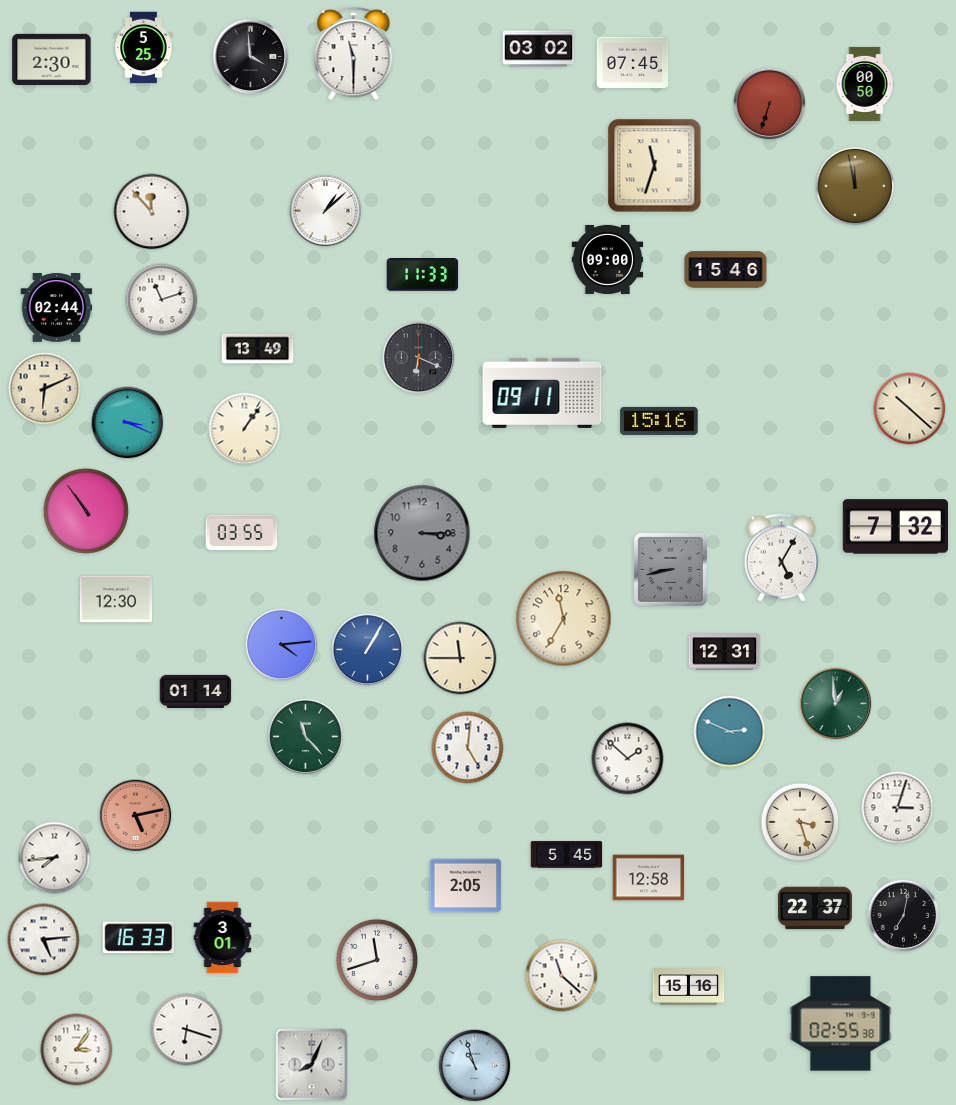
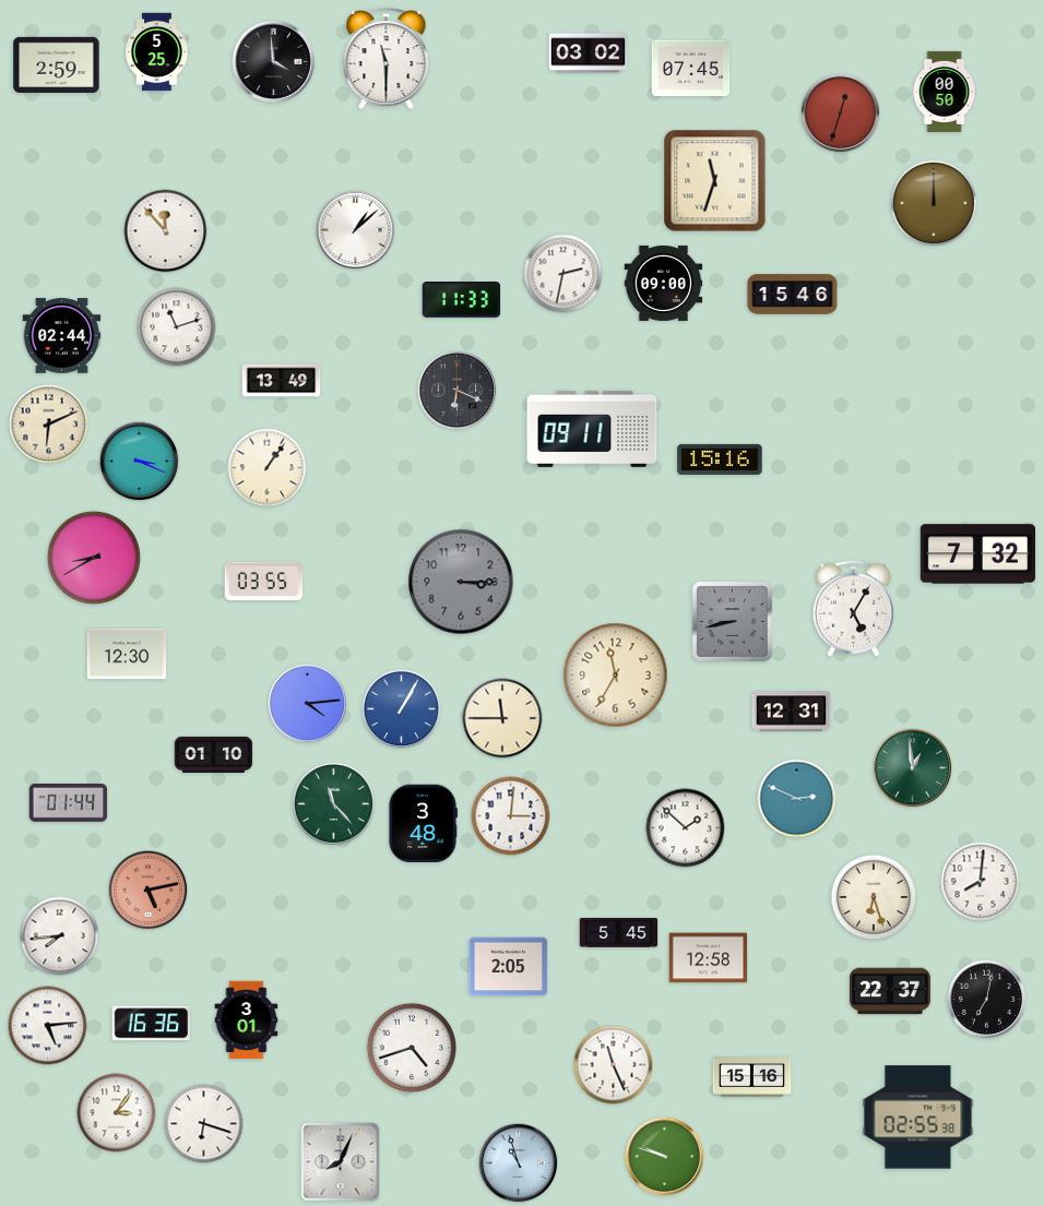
clock at (52, 59): 2:30 -> 2:59
clock at (770, 104): 6:33 -> 12:33
clock at (855, 186): 11:58 -> 12:00
clock at (563, 274): none -> 2:32
clock at (910, 409): 10:22 -> none
clock at (86, 511): 10:54 -> 8:40
clock at (895, 527) position: (895, 527) -> (977, 554)
clock at (196, 691): 01:14 -> 01:10
clock at (69, 802): none -> 01:44
clock at (468, 748): 5:01 -> 3:01
clock at (423, 824): none -> 3:48
clock at (898, 808): 3:03 -> 8:01
clock at (800, 822): 3:27 -> 6:27
clock at (139, 938): 16:33 -> 16:36
clock at (223, 938) position: (223, 938) -> (247, 1020)
clock at (376, 959): 11:42 -> 4:42
clock at (562, 976): 11:22 -> 11:26
clock at (77, 1050) position: (77, 1050) -> (117, 1113)
clock at (665, 1157): none -> 9:48
